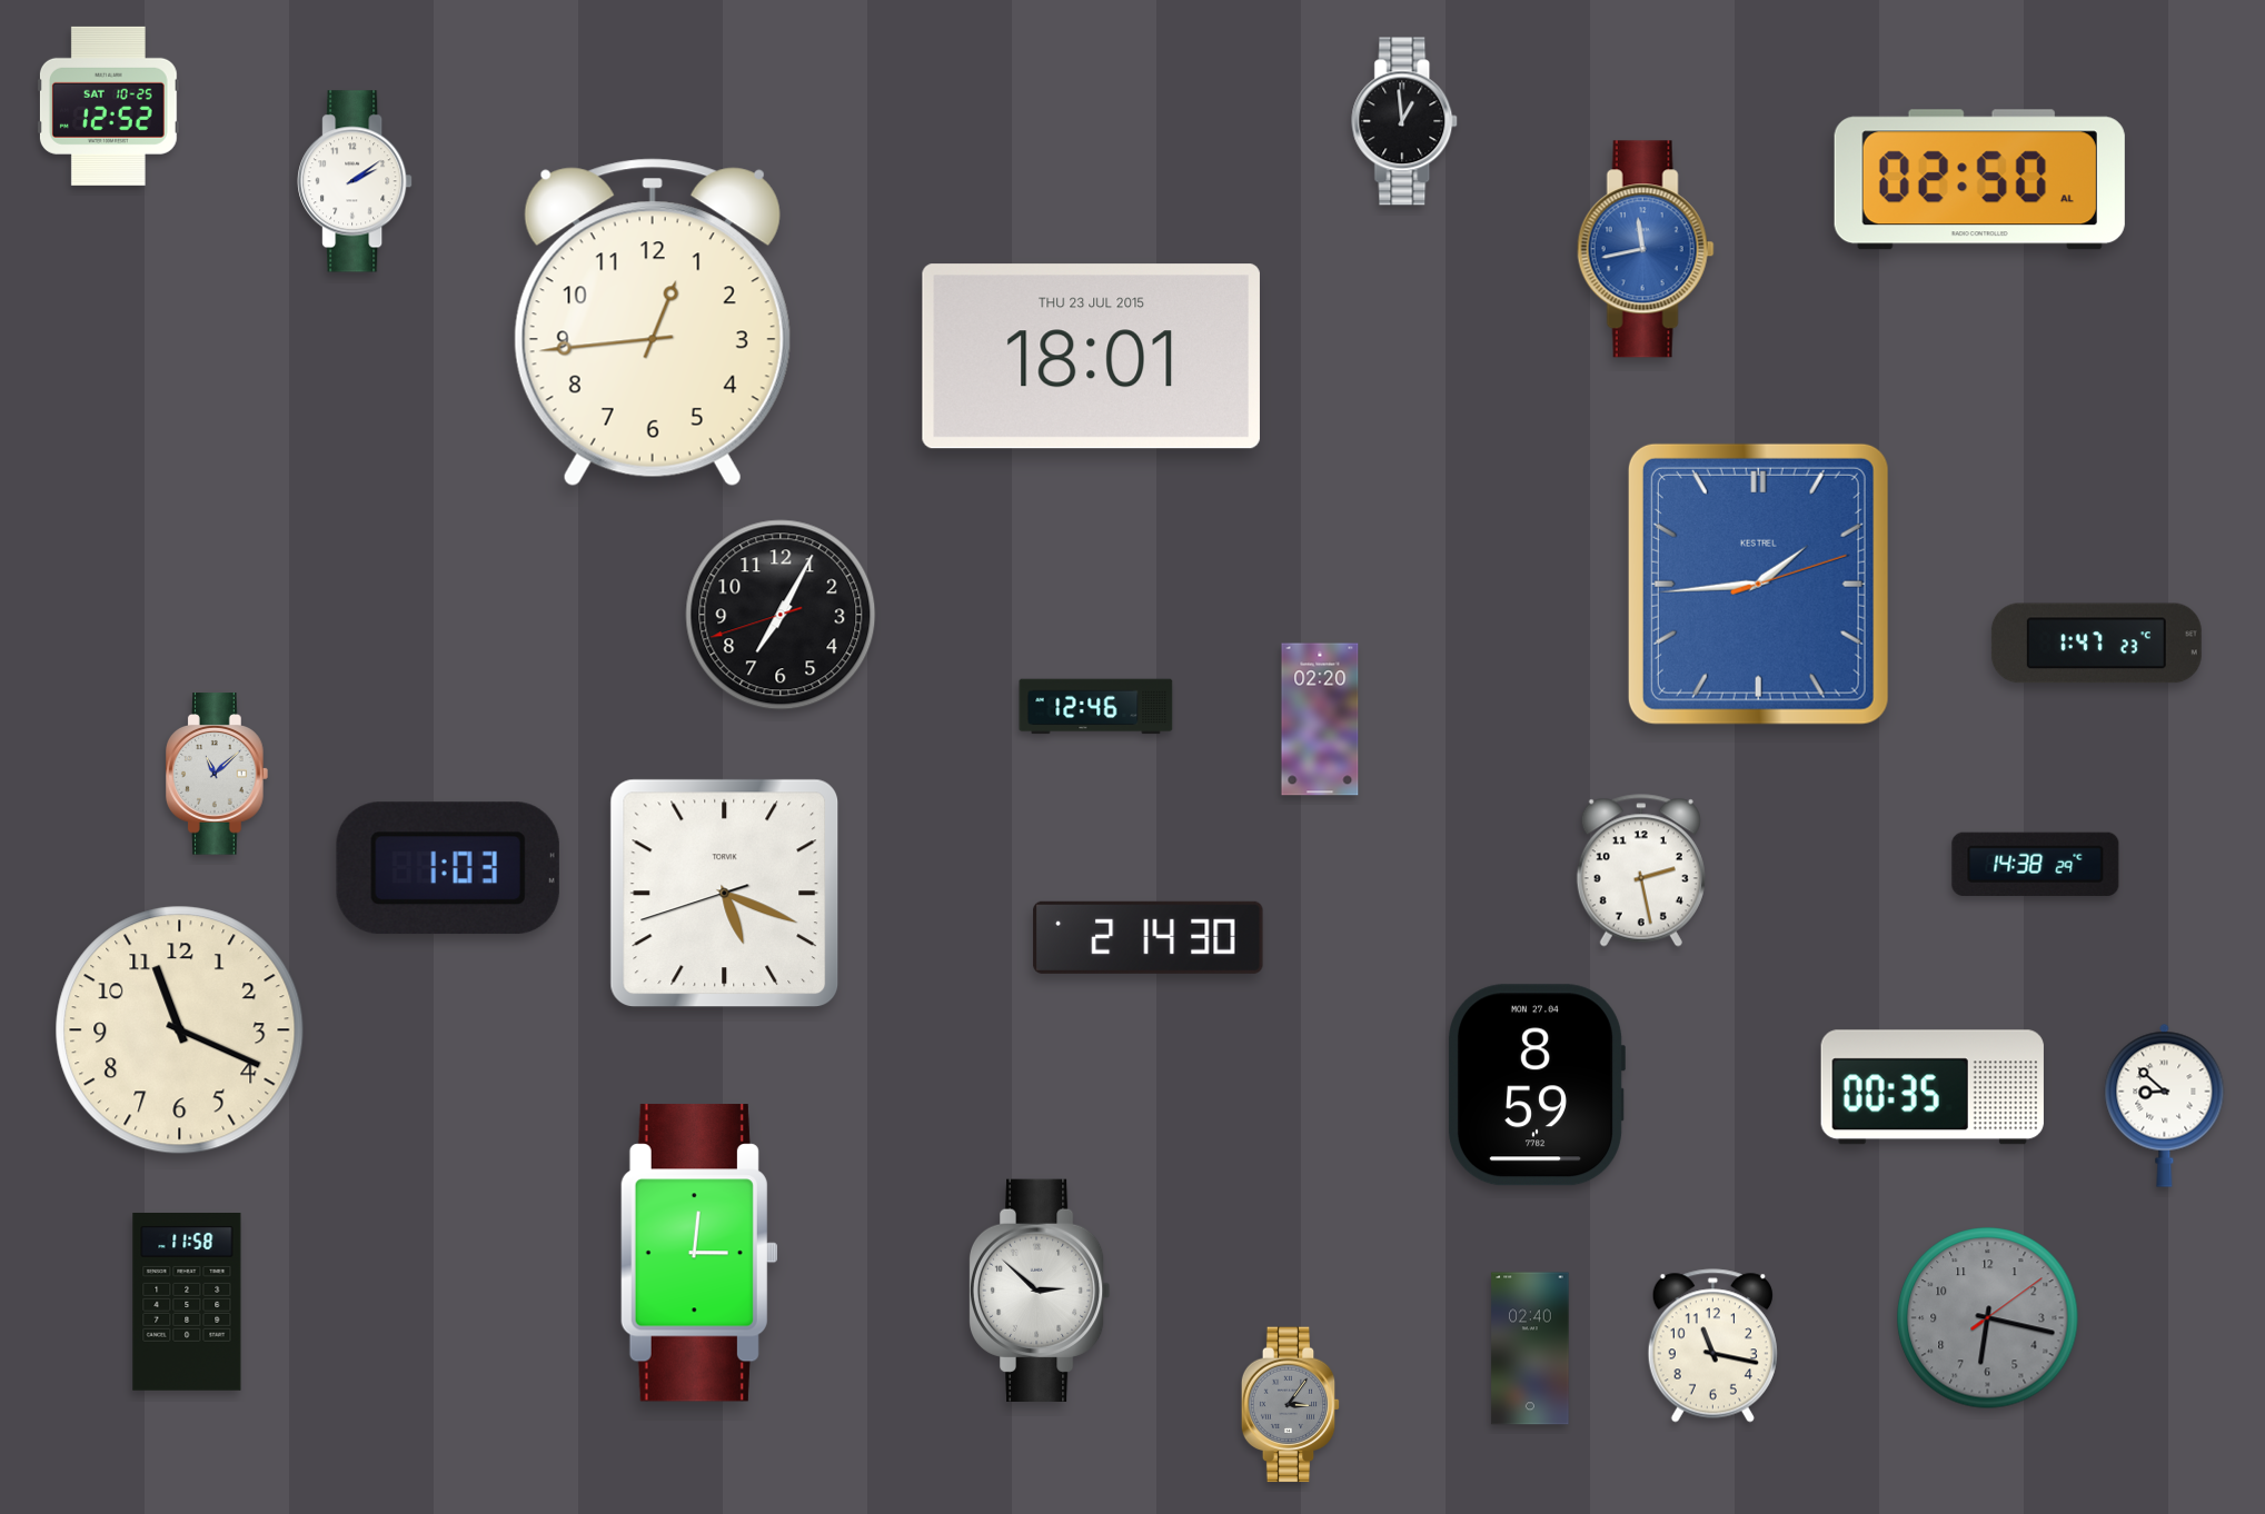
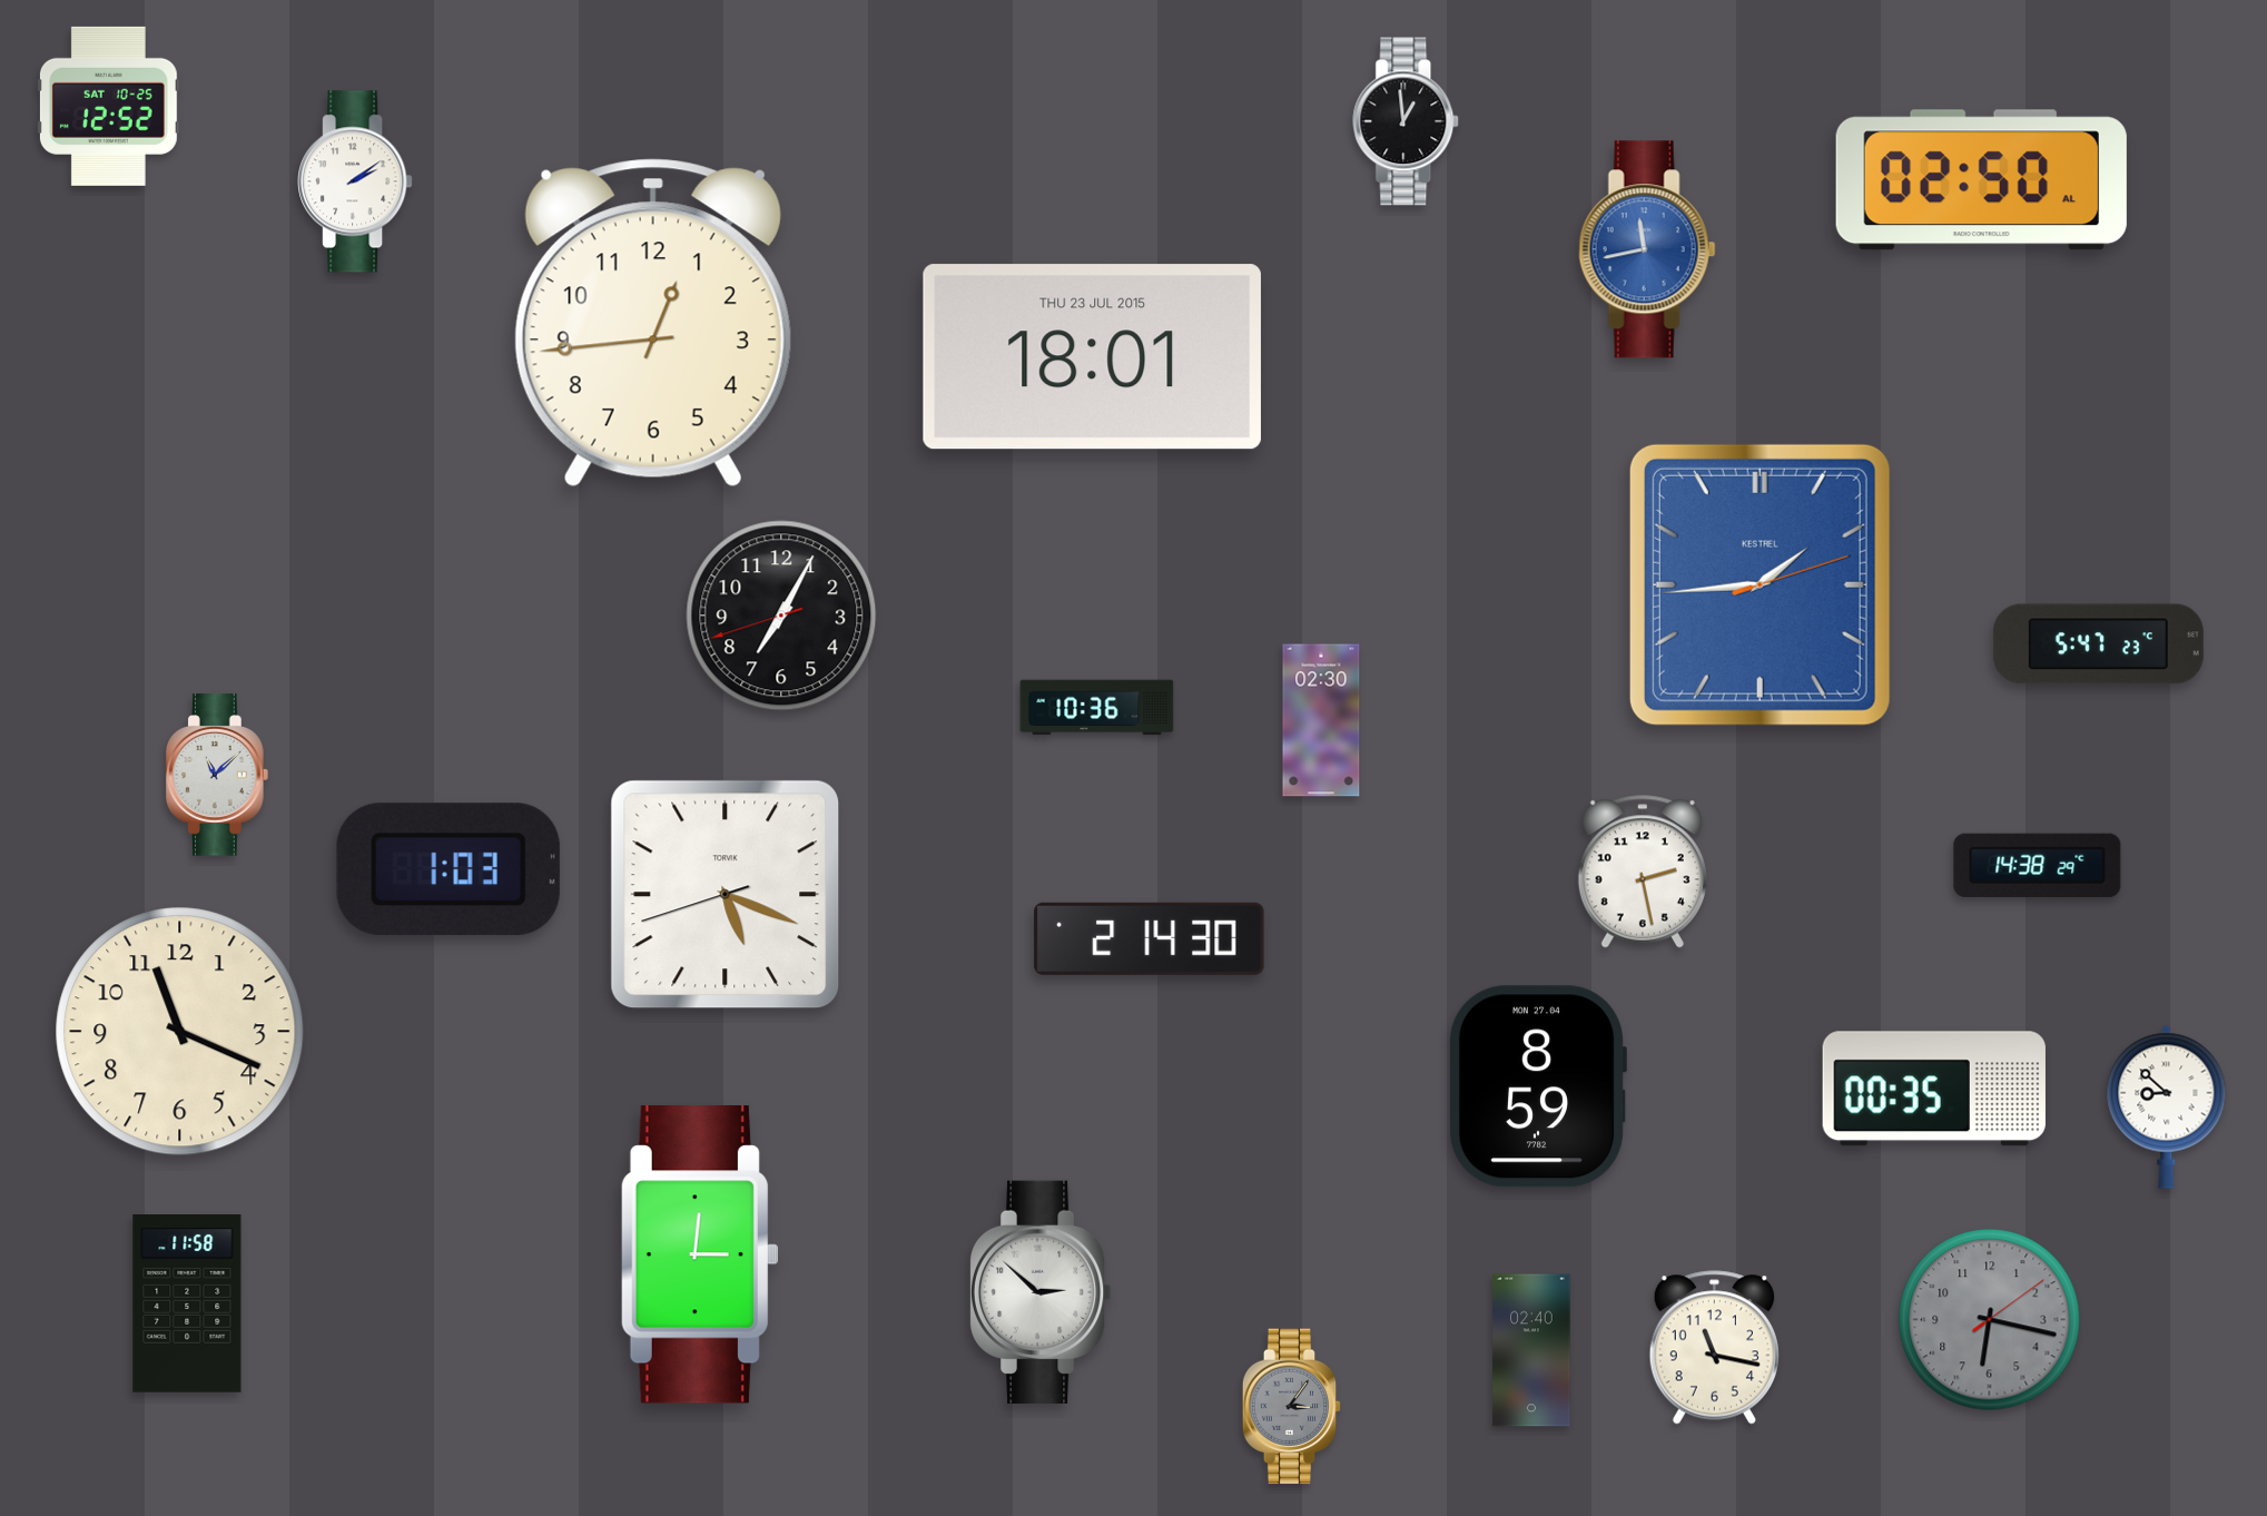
clock at (2096, 644): 1:47 -> 5:47
clock at (1096, 707): 12:46 -> 10:36
clock at (1320, 719): 02:20 -> 02:30
